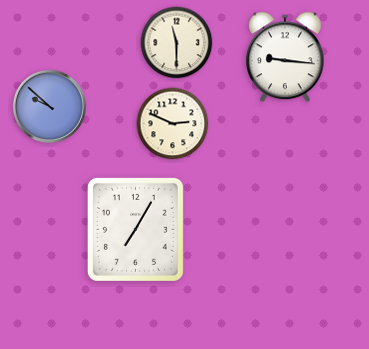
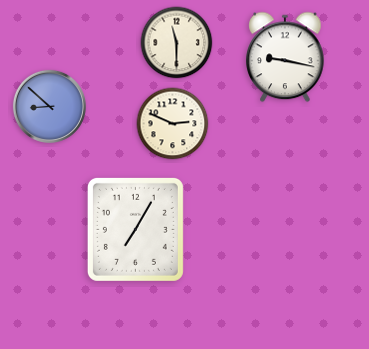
clock at (285, 57): 9:16 -> 9:17
clock at (49, 106): 9:52 -> 8:52
